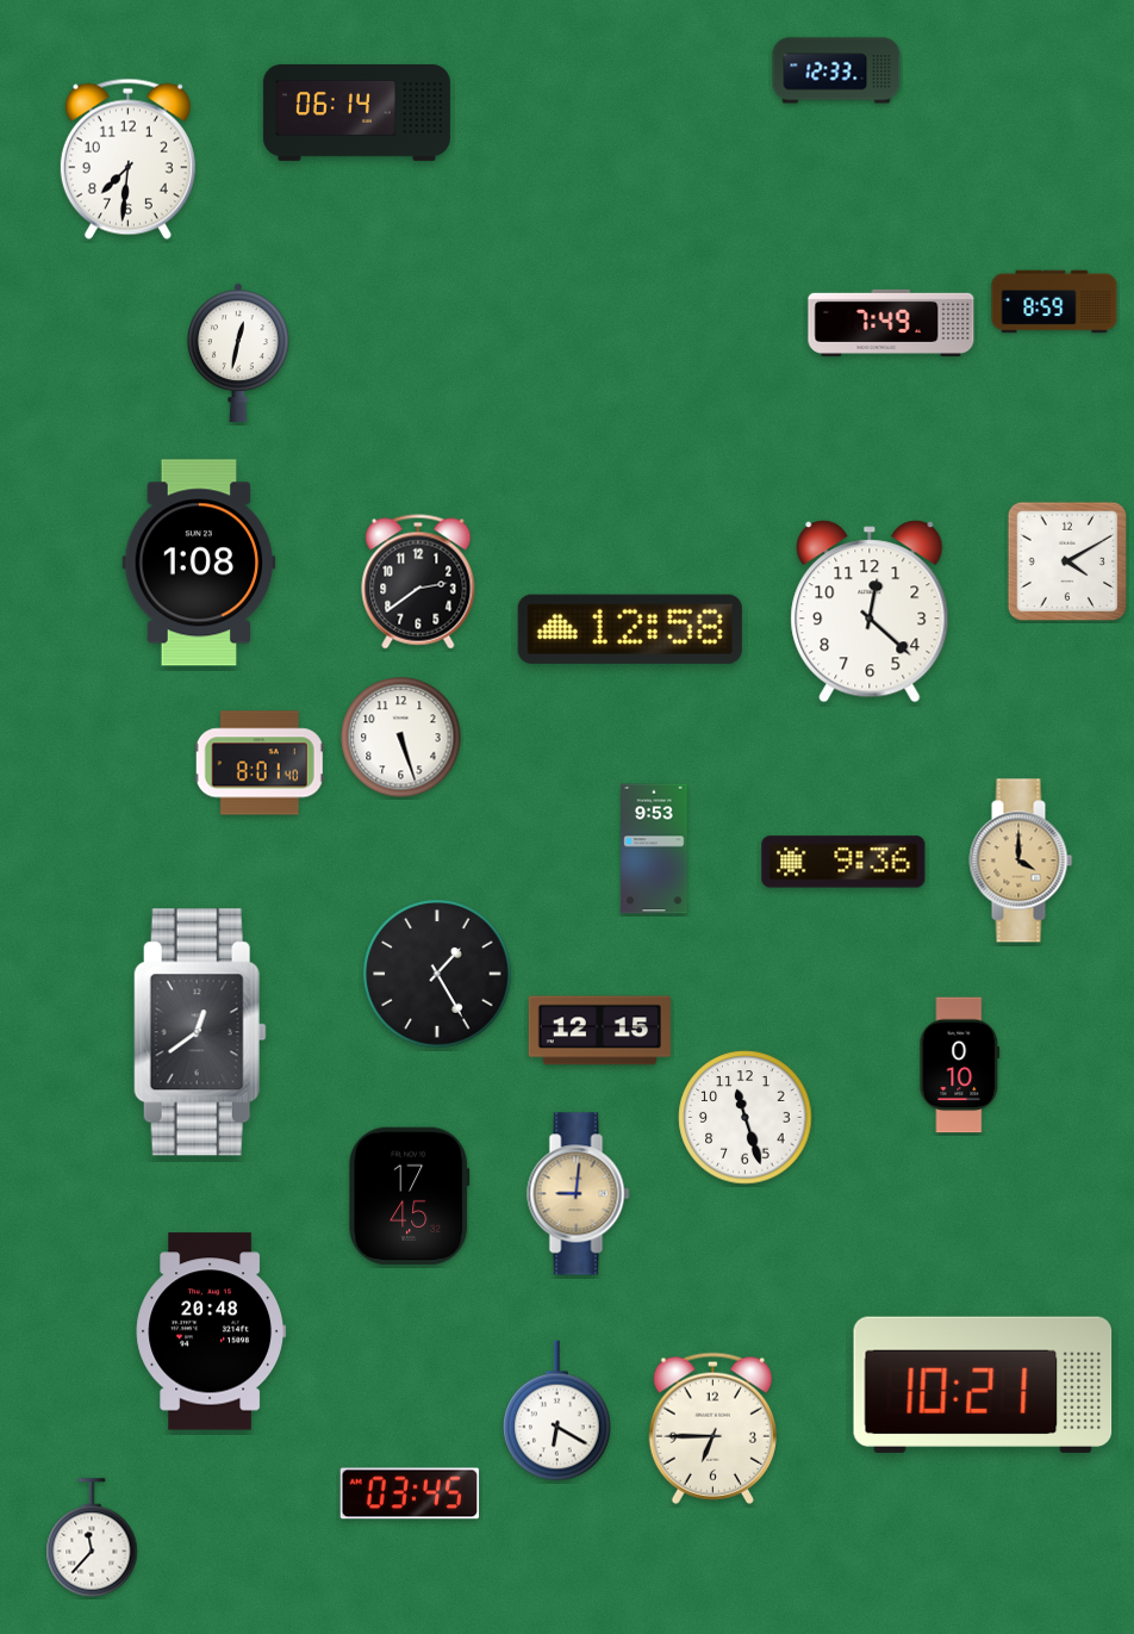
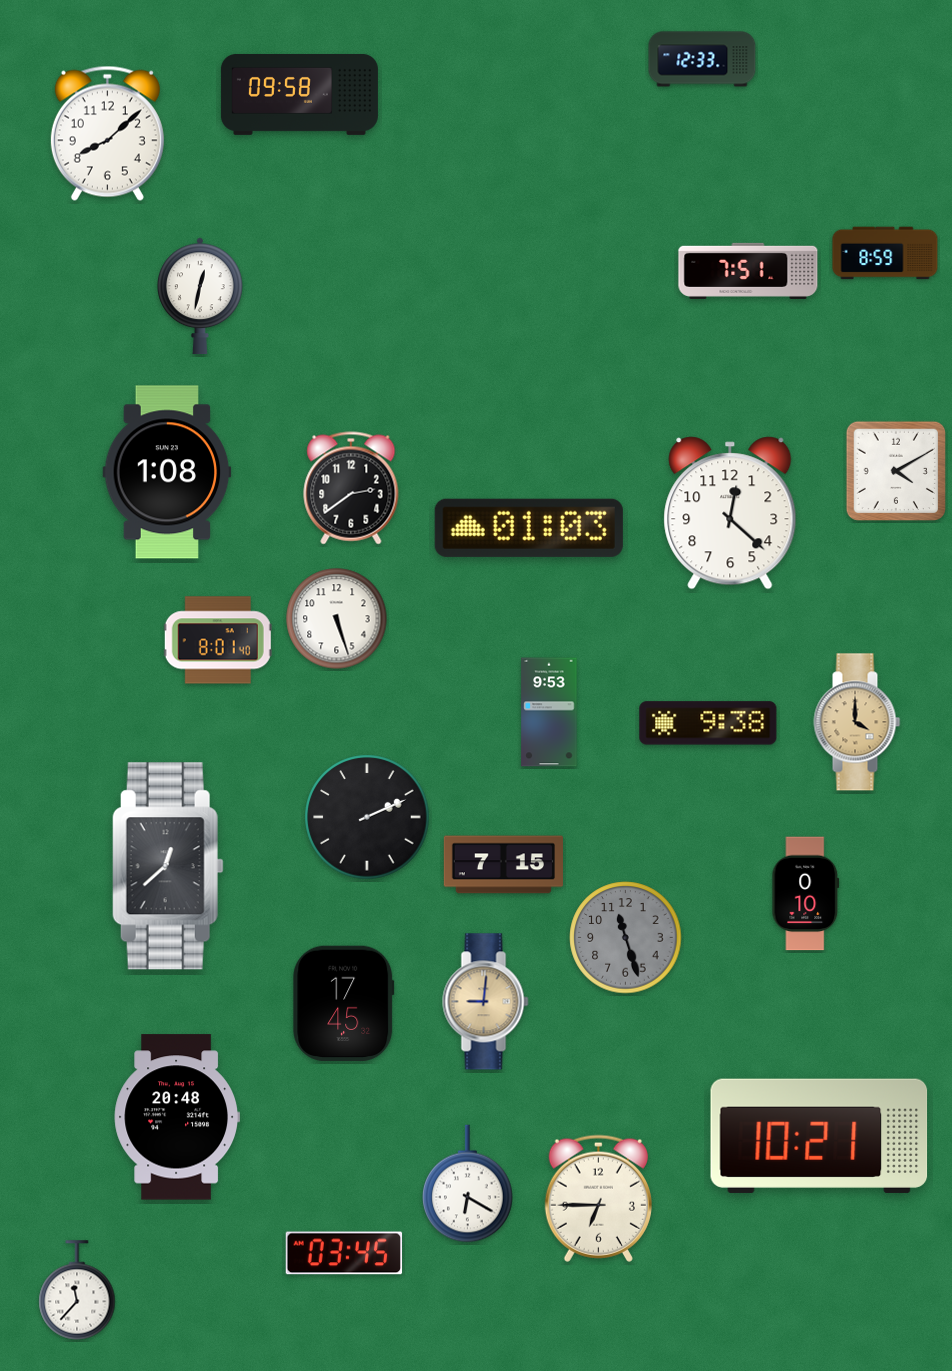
clock at (356, 112): 06:14 -> 09:58
clock at (127, 159): 7:31 -> 8:08
clock at (891, 323): 7:49 -> 7:51
clock at (630, 629): 12:58 -> 01:03
clock at (843, 862): 9:36 -> 9:38
clock at (437, 974): 1:25 -> 2:11
clock at (599, 1031): 12:15 -> 7:15
clock at (200, 1032): 12:39 -> 12:38
clock at (746, 1118) dial: white -> grey
clock at (983, 1385) position: (983, 1385) -> (819, 1136)
